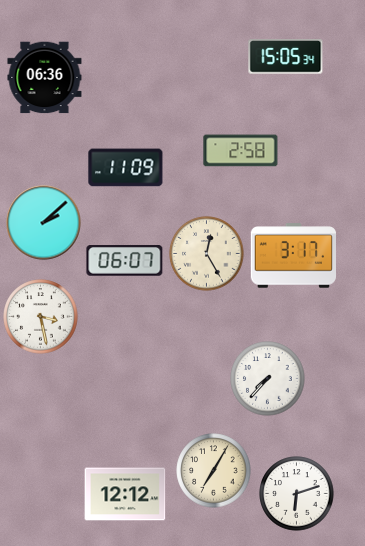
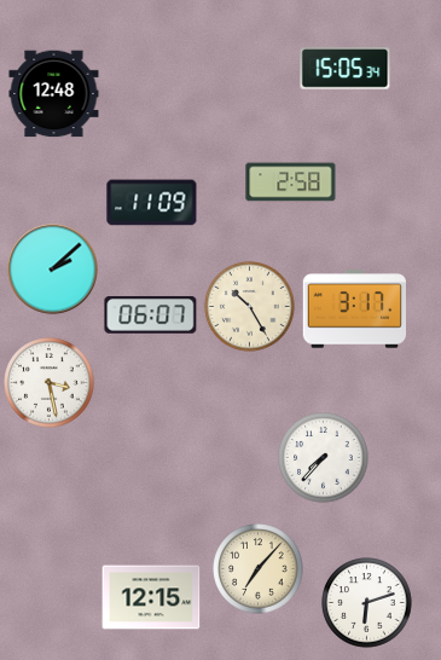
clock at (45, 78): 06:36 -> 12:48
clock at (207, 254): 12:25 -> 10:25
clock at (214, 471): 7:05 -> 7:07
clock at (125, 494): 12:12 -> 12:15
clock at (297, 494) position: (297, 494) -> (367, 603)
